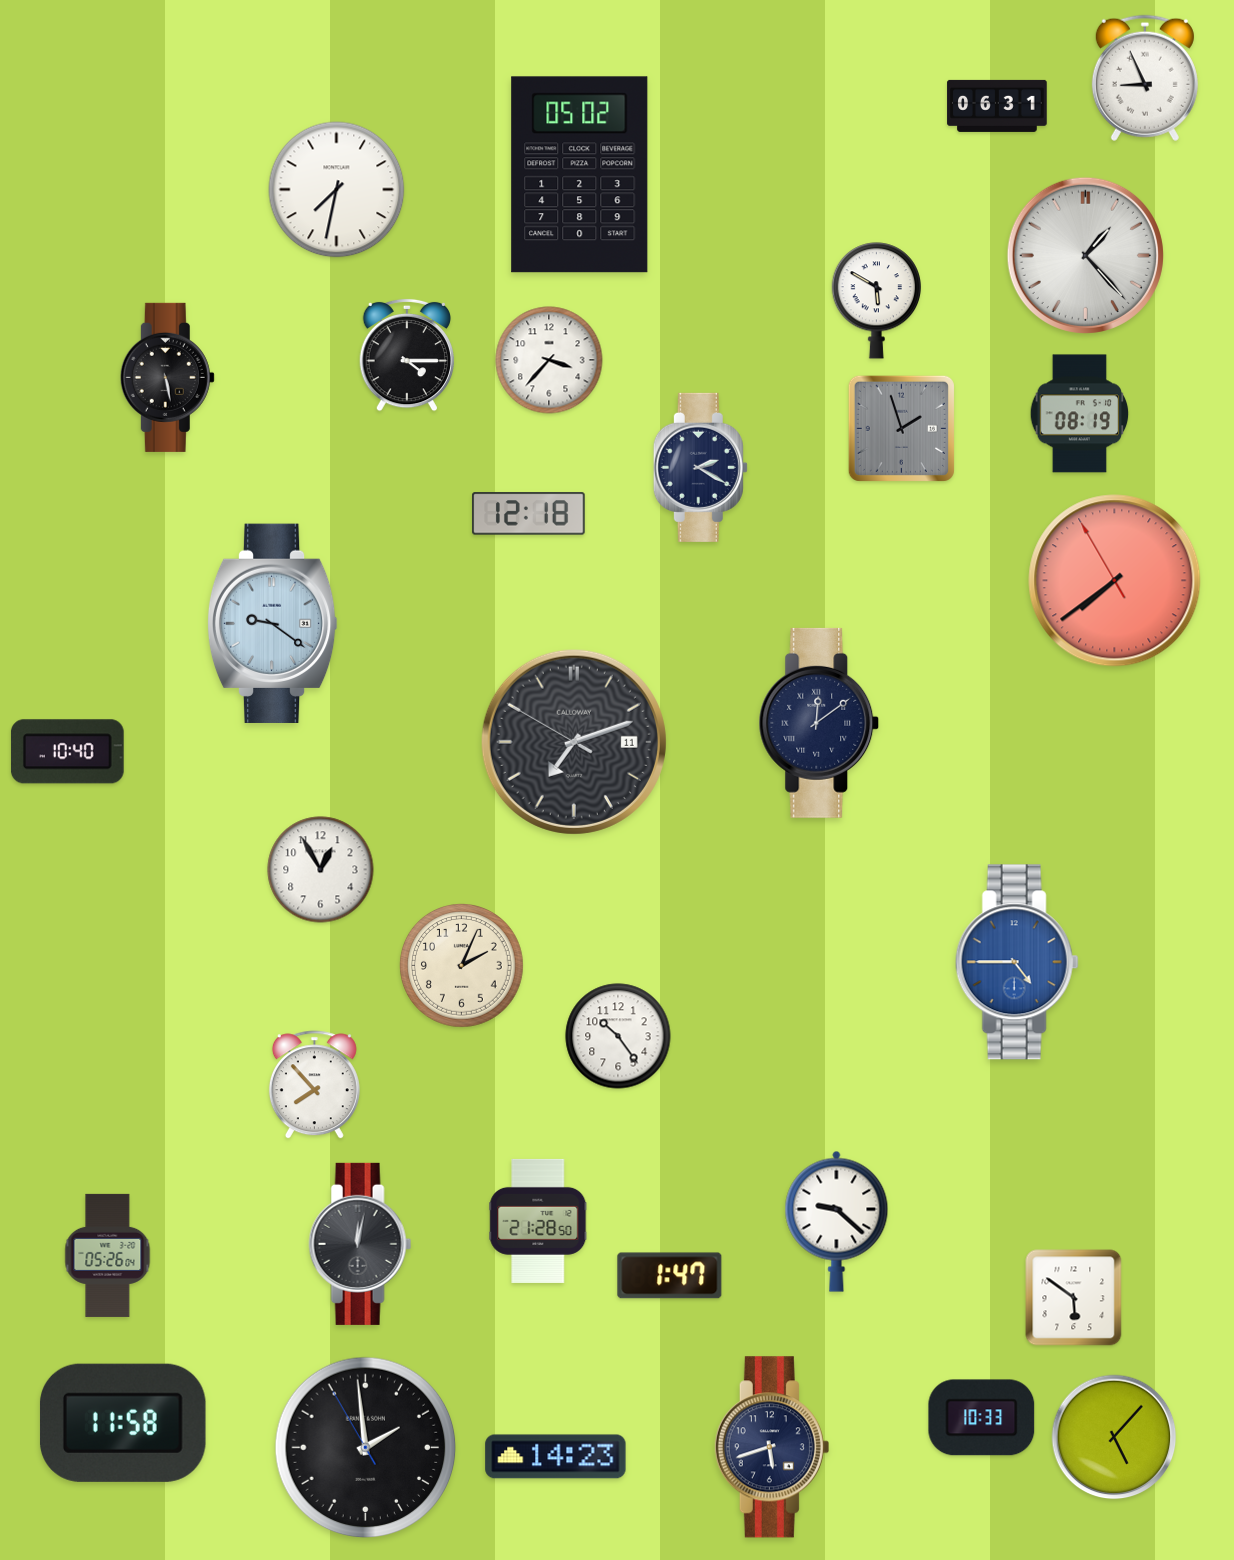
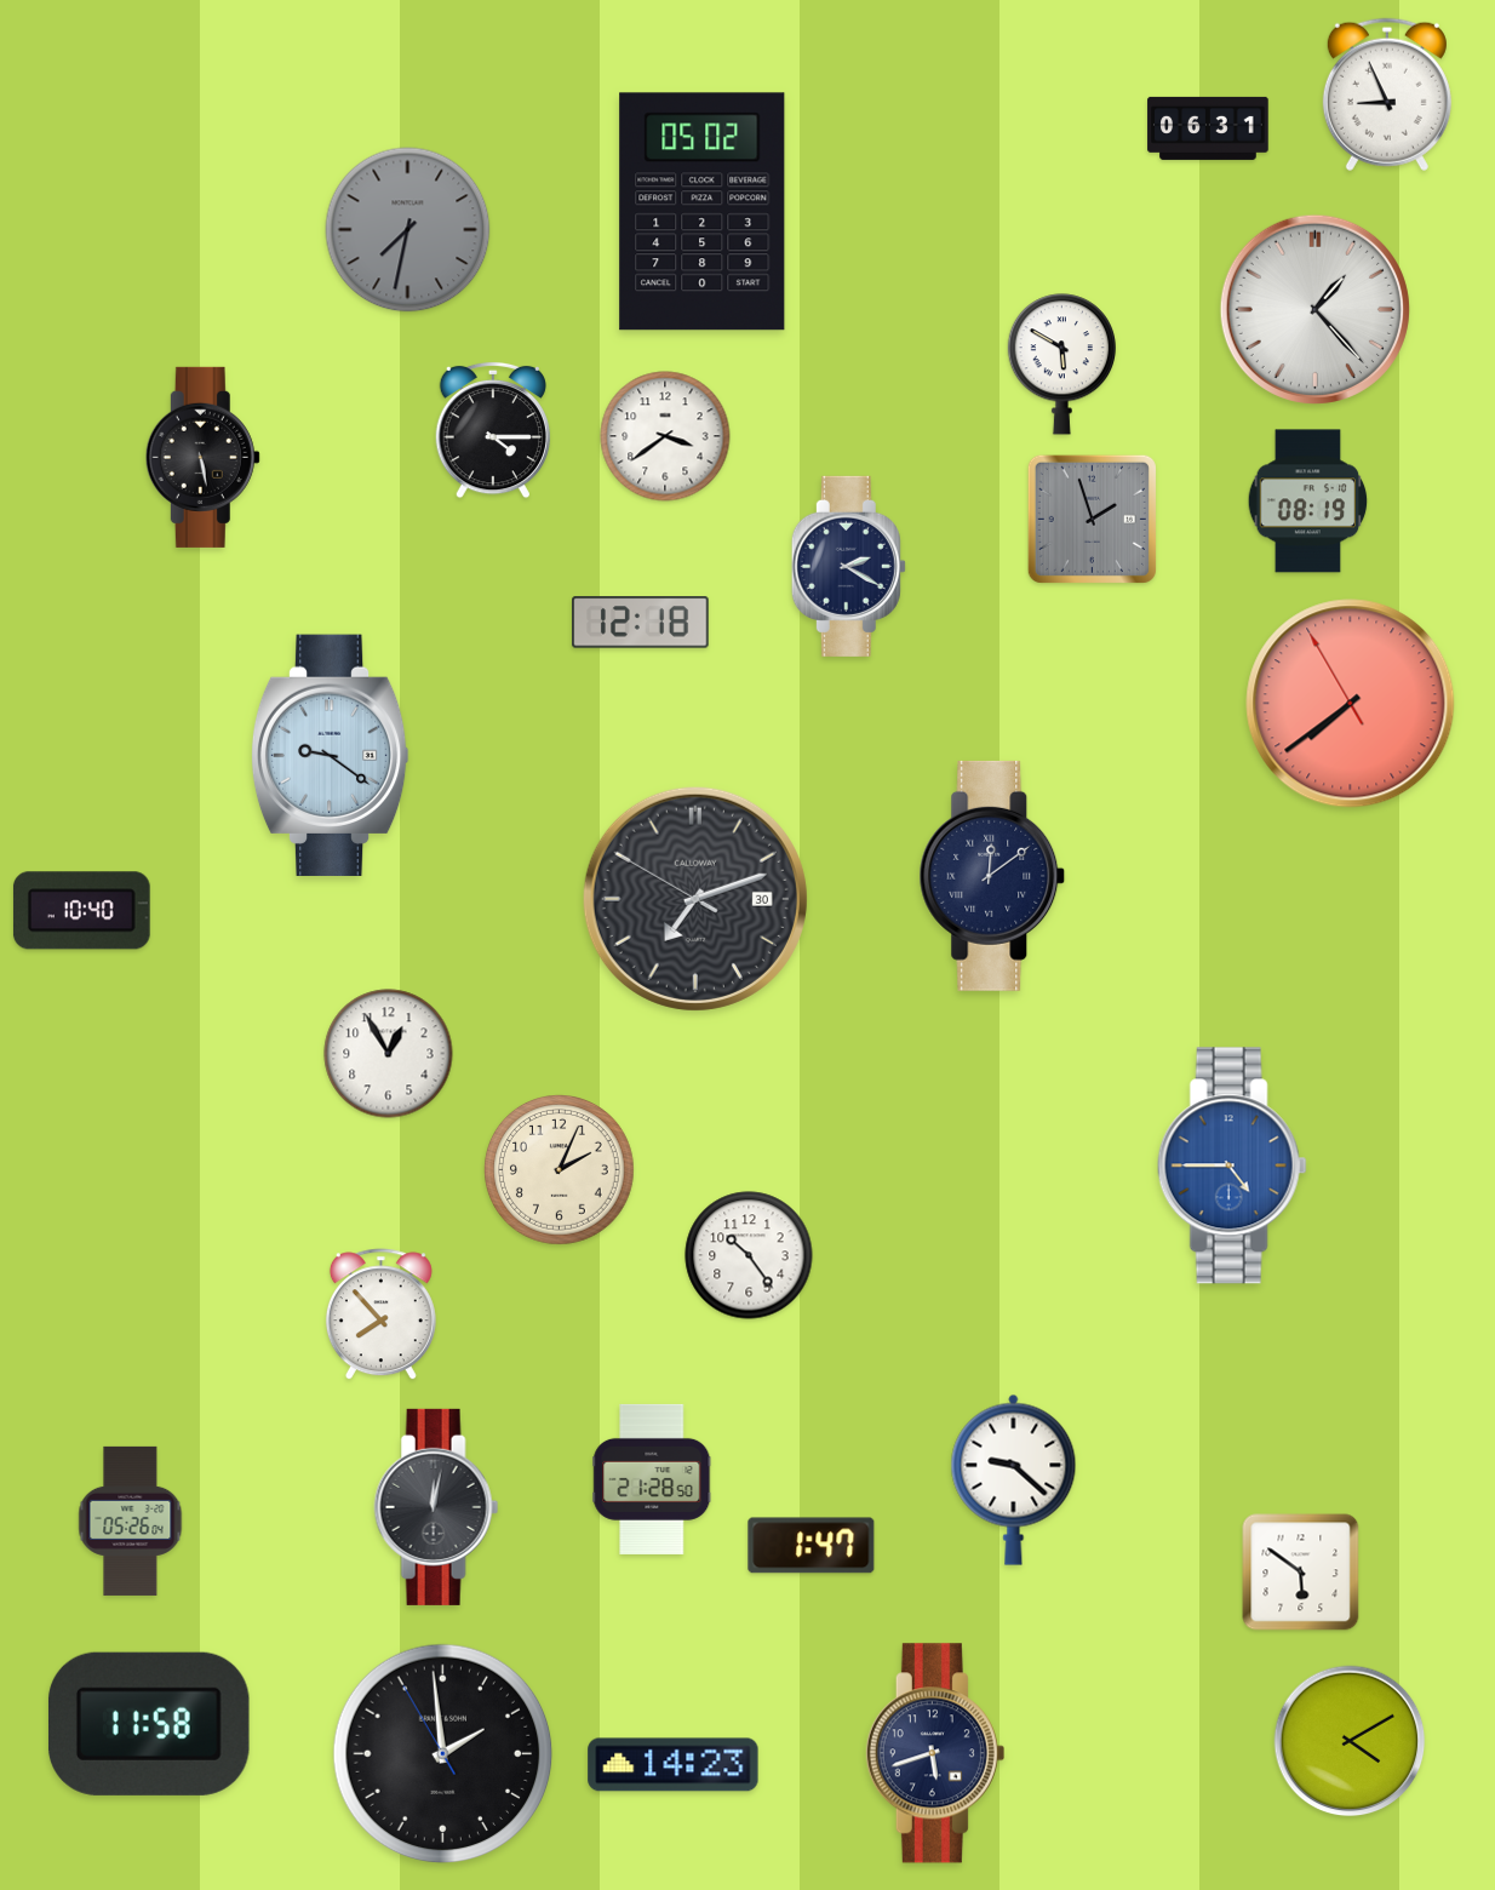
clock at (337, 190) dial: white -> grey
clock at (549, 360): 3:37 -> 3:39
clock at (574, 742) date: 11 -> 30
clock at (982, 1418): 10:33 -> none
clock at (1114, 1437): 5:07 -> 4:10
